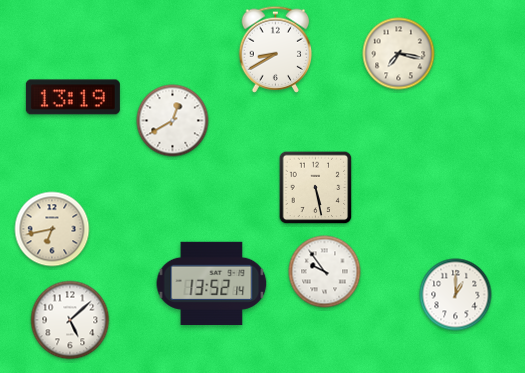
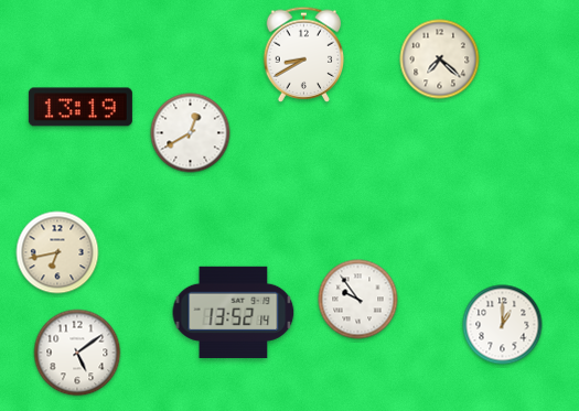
clock at (399, 54): 7:17 -> 7:22
clock at (316, 188): 5:28 -> none
clock at (70, 320): 5:08 -> 5:09
